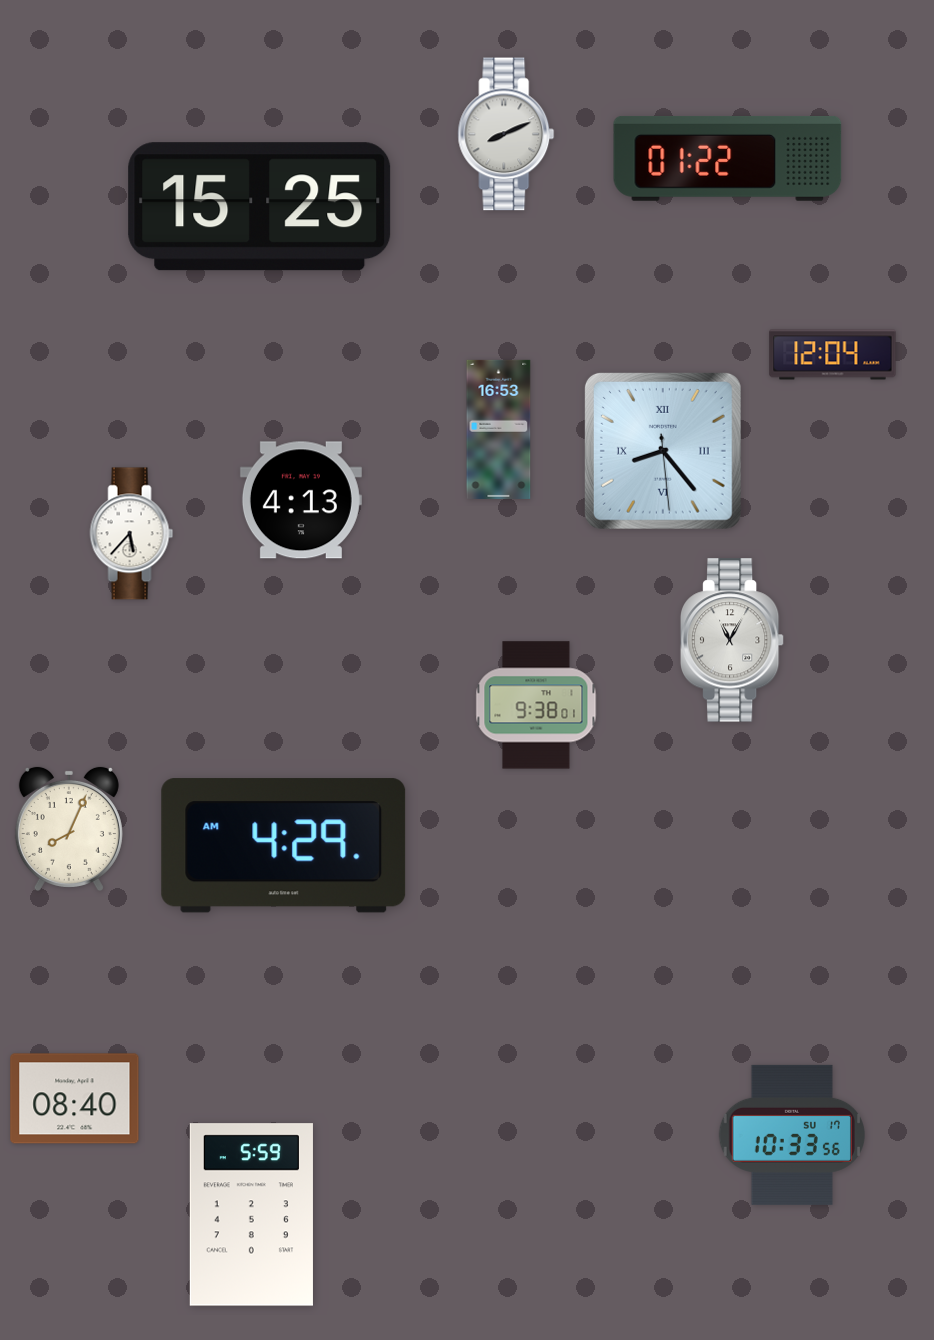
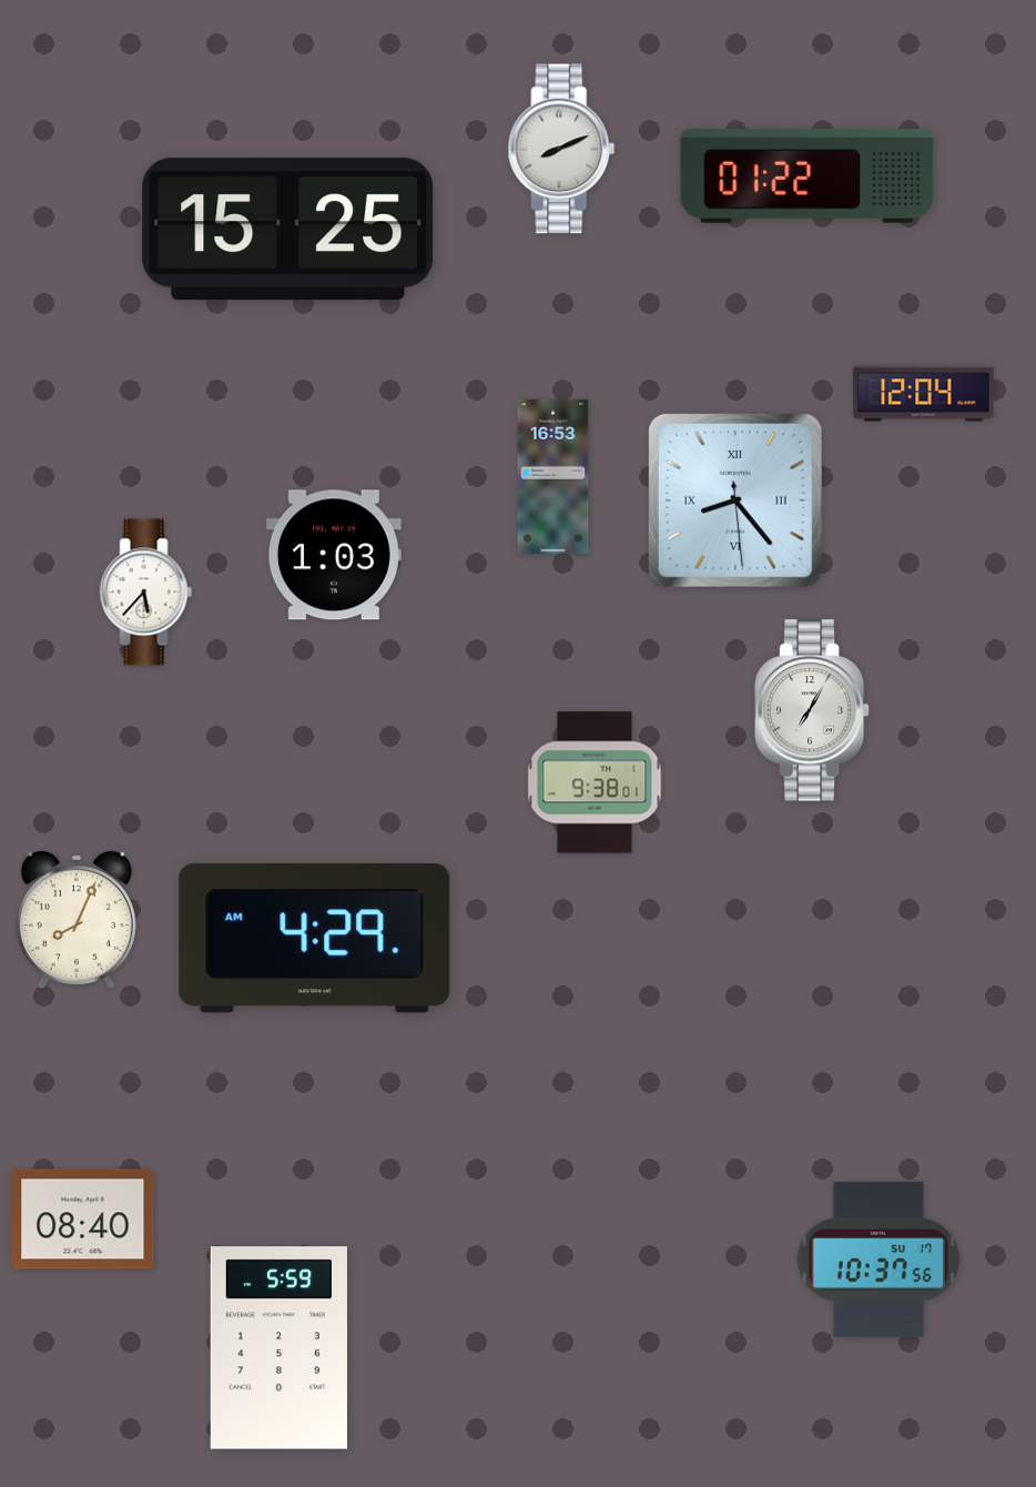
clock at (301, 500): 4:13 -> 1:03
clock at (732, 640): 11:05 -> 7:05
clock at (792, 1135): 10:33 -> 10:37
